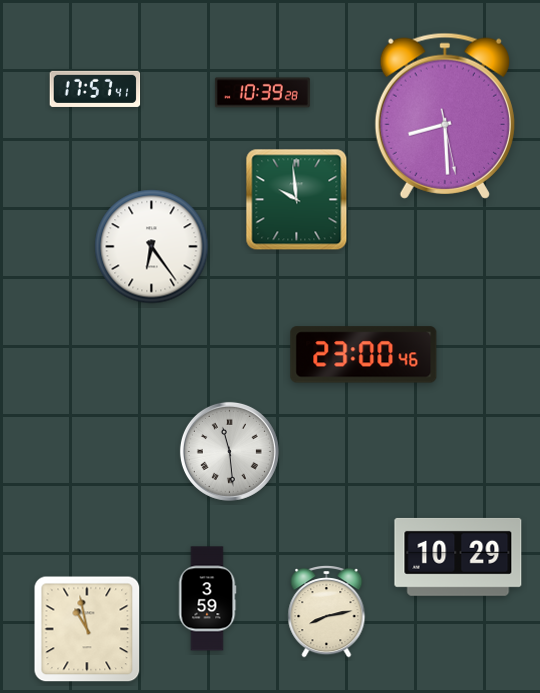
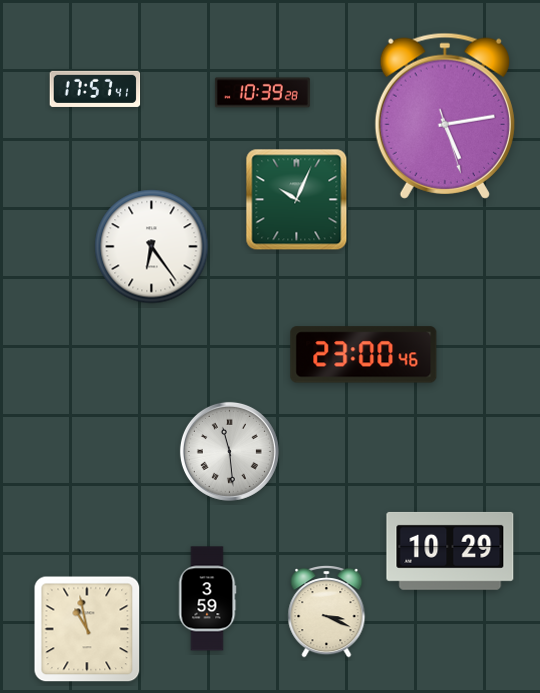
clock at (445, 116): 8:29 -> 5:13
clock at (297, 200): 9:59 -> 10:04
clock at (458, 557) position: (458, 557) -> (450, 551)
clock at (327, 612): 8:13 -> 3:19
